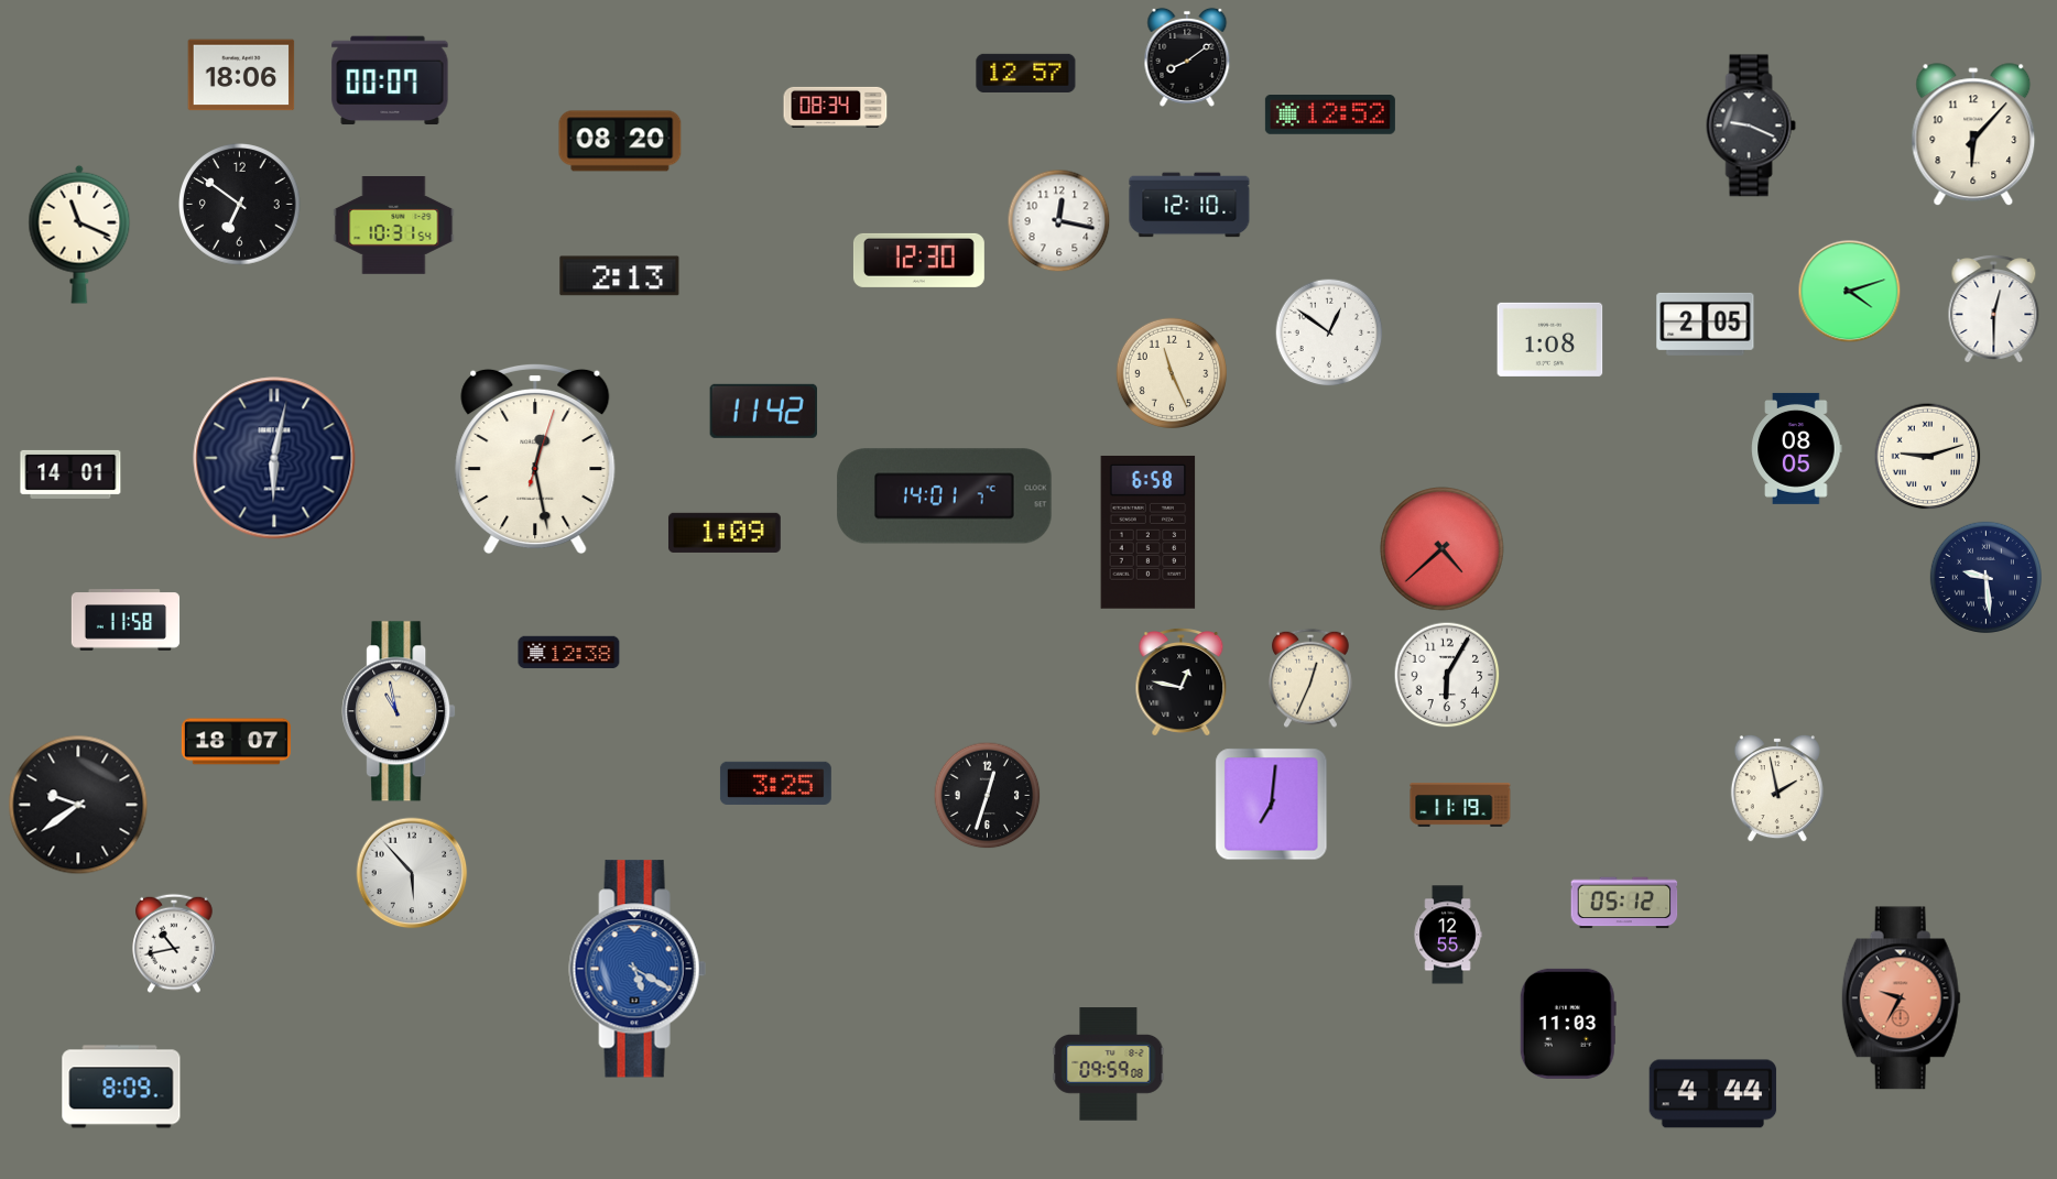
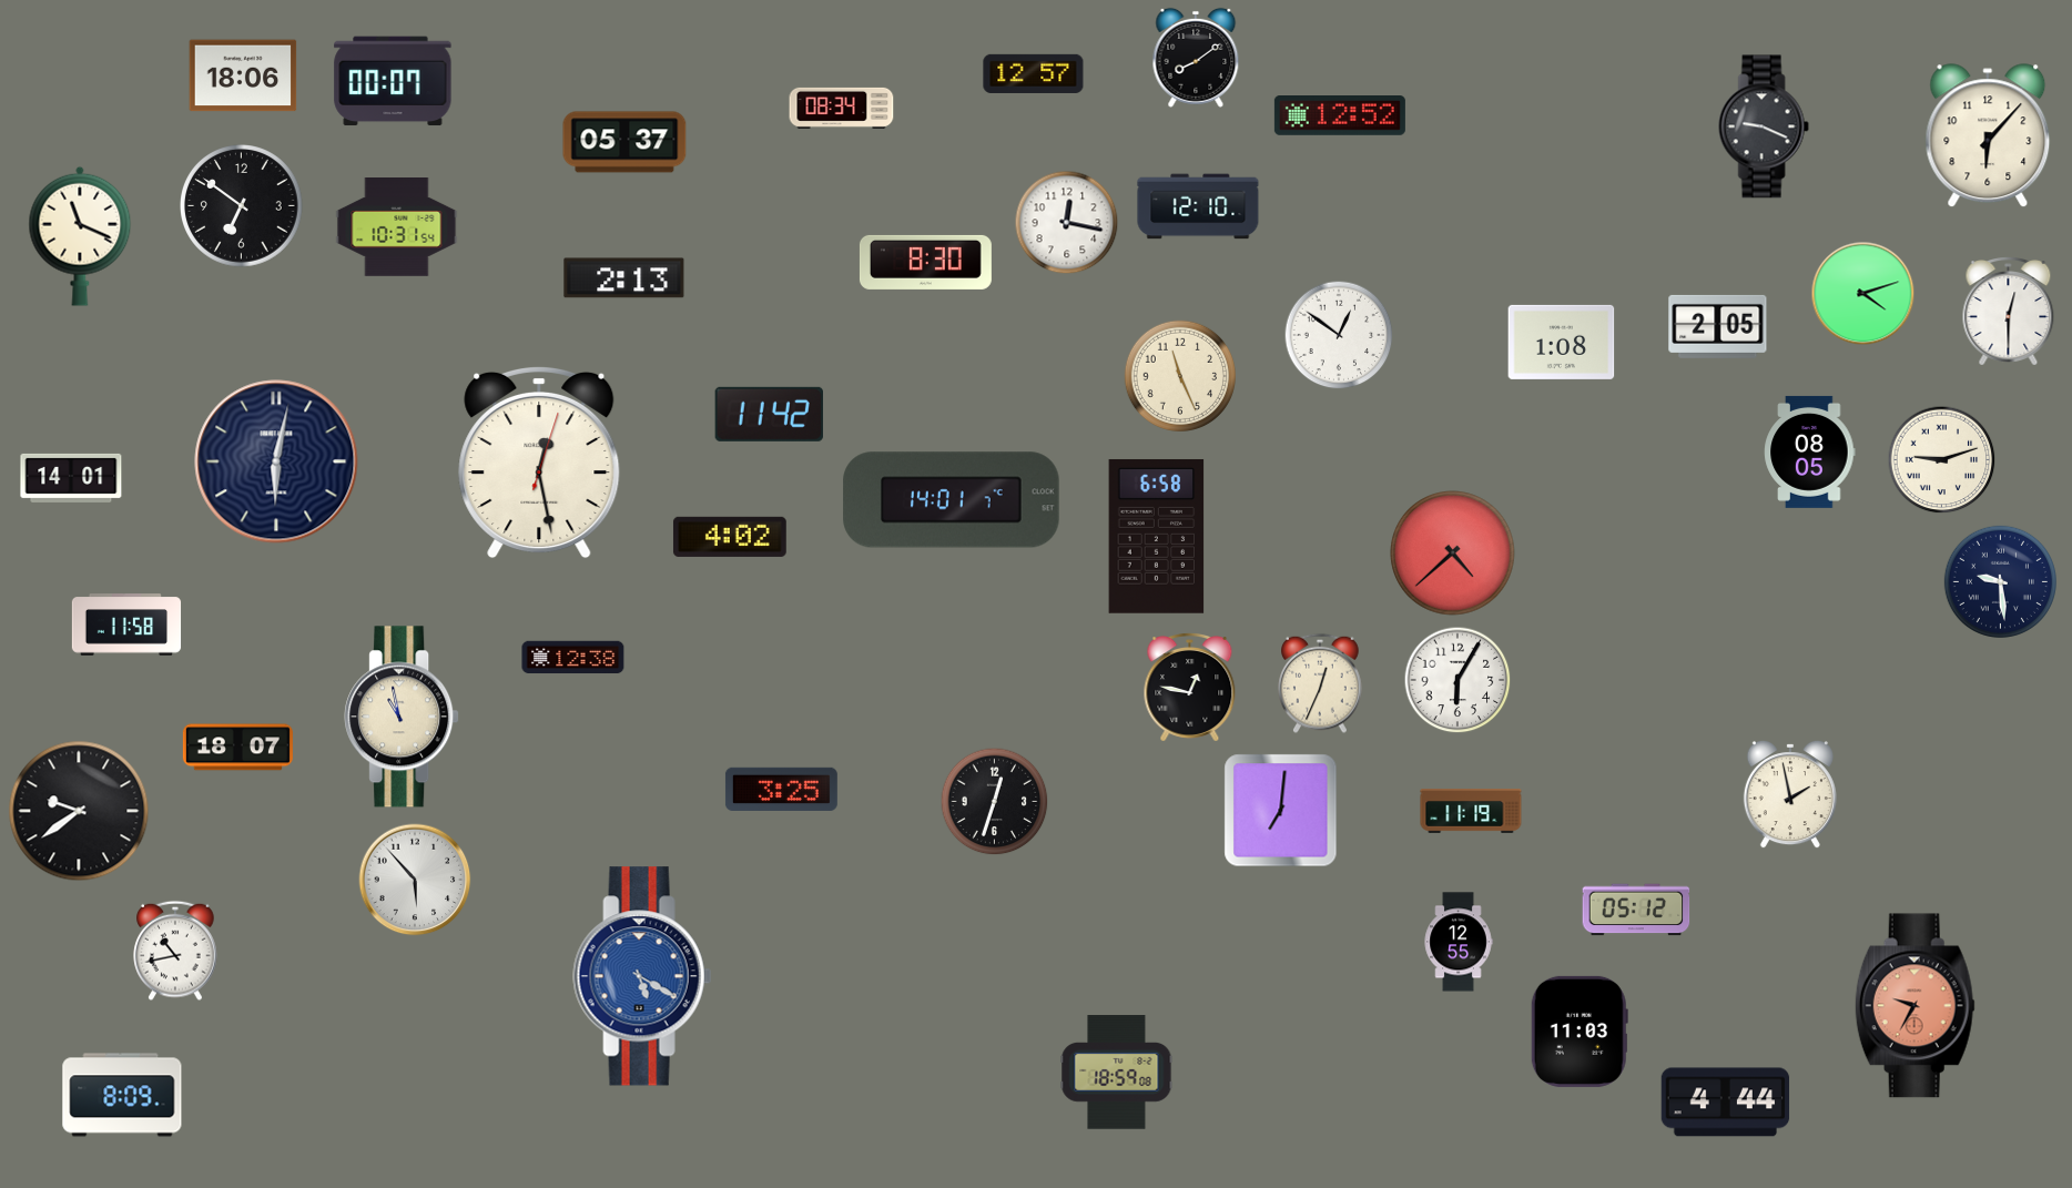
clock at (620, 141): 08:20 -> 05:37
clock at (918, 260): 12:30 -> 8:30
clock at (725, 533): 1:09 -> 4:02
clock at (1109, 1065): 09:59 -> 18:59
